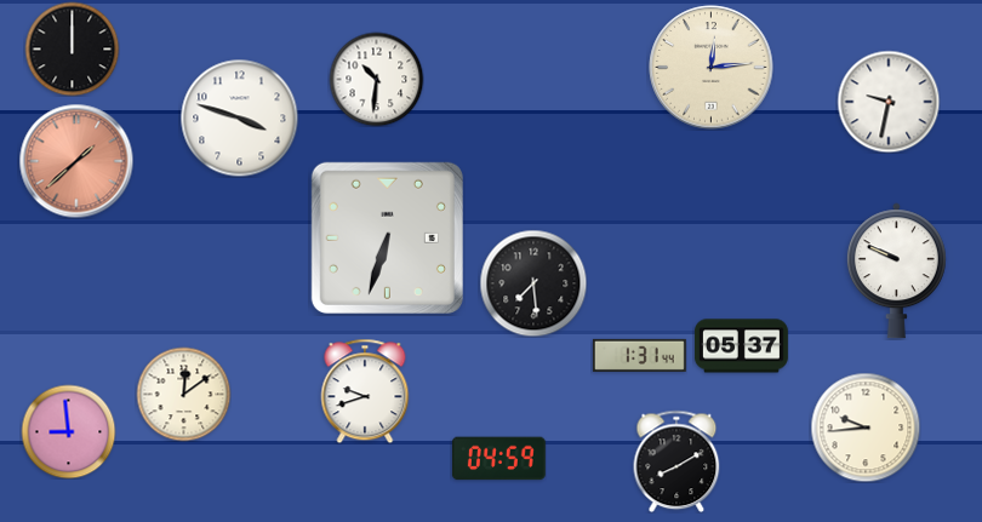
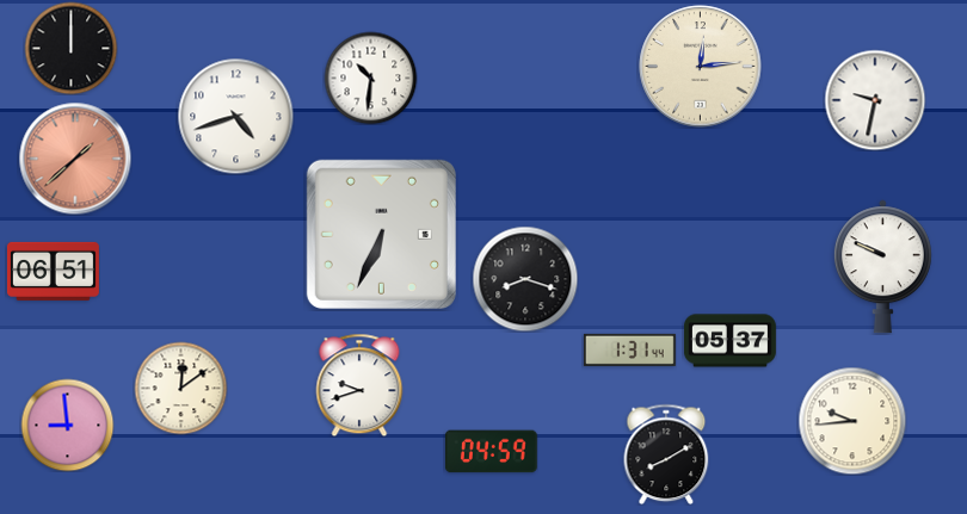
clock at (239, 117): 3:48 -> 4:42
clock at (387, 237): 6:33 -> 6:34
clock at (53, 271): none -> 06:51
clock at (533, 283): 7:29 -> 8:18
